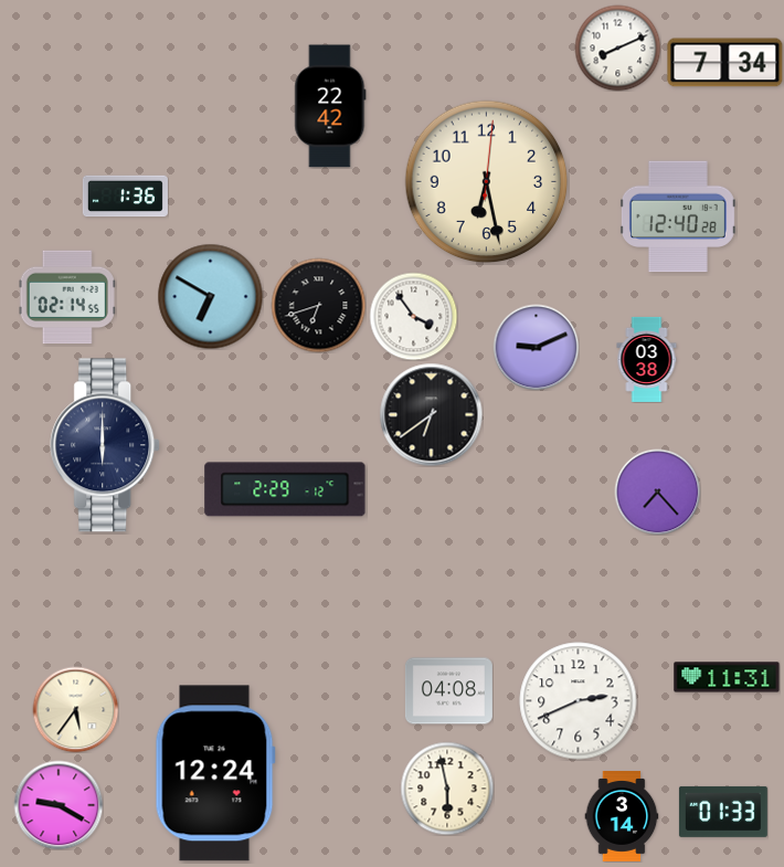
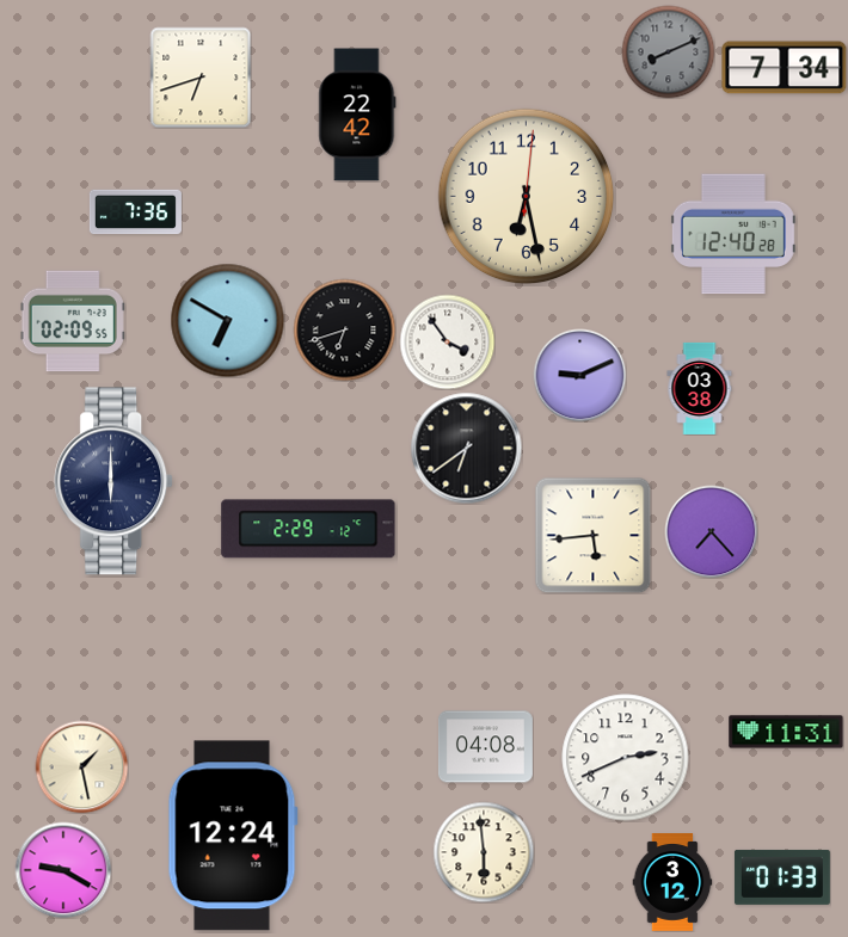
clock at (617, 47) dial: white -> grey
clock at (201, 78): none -> 6:42
clock at (125, 197): 1:36 -> 7:36
clock at (67, 297): 02:14 -> 02:09
clock at (592, 535): none -> 5:44
clock at (75, 709): 5:36 -> 1:28
clock at (447, 789): 5:58 -> 5:59
clock at (622, 817): 3:14 -> 3:12
